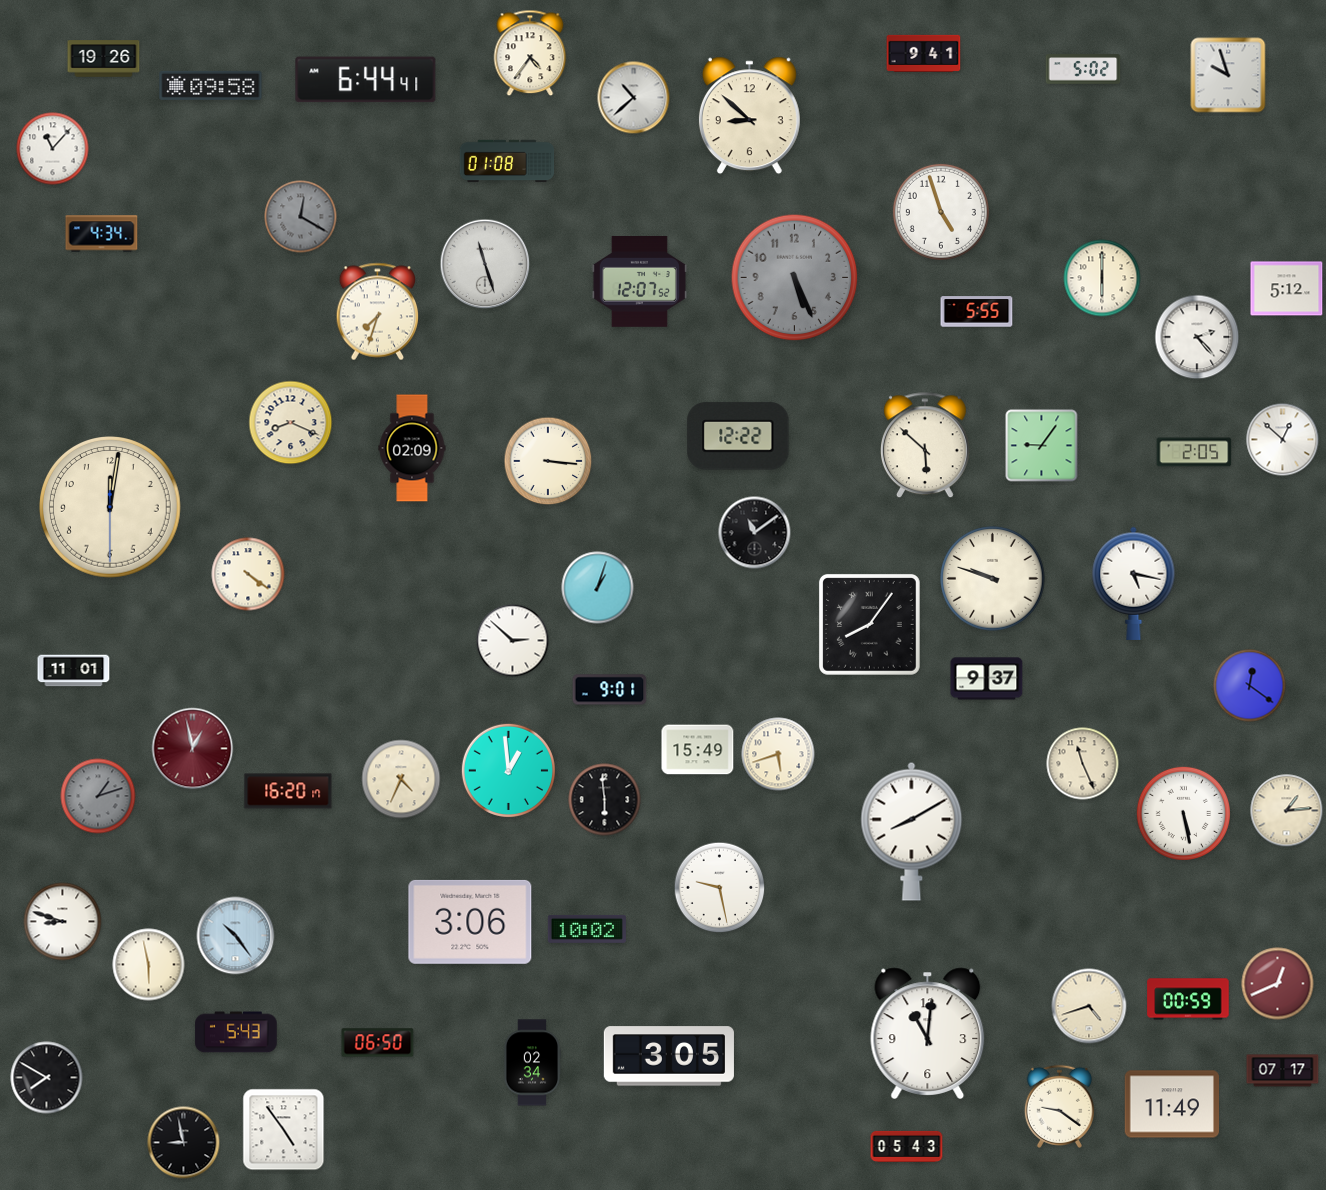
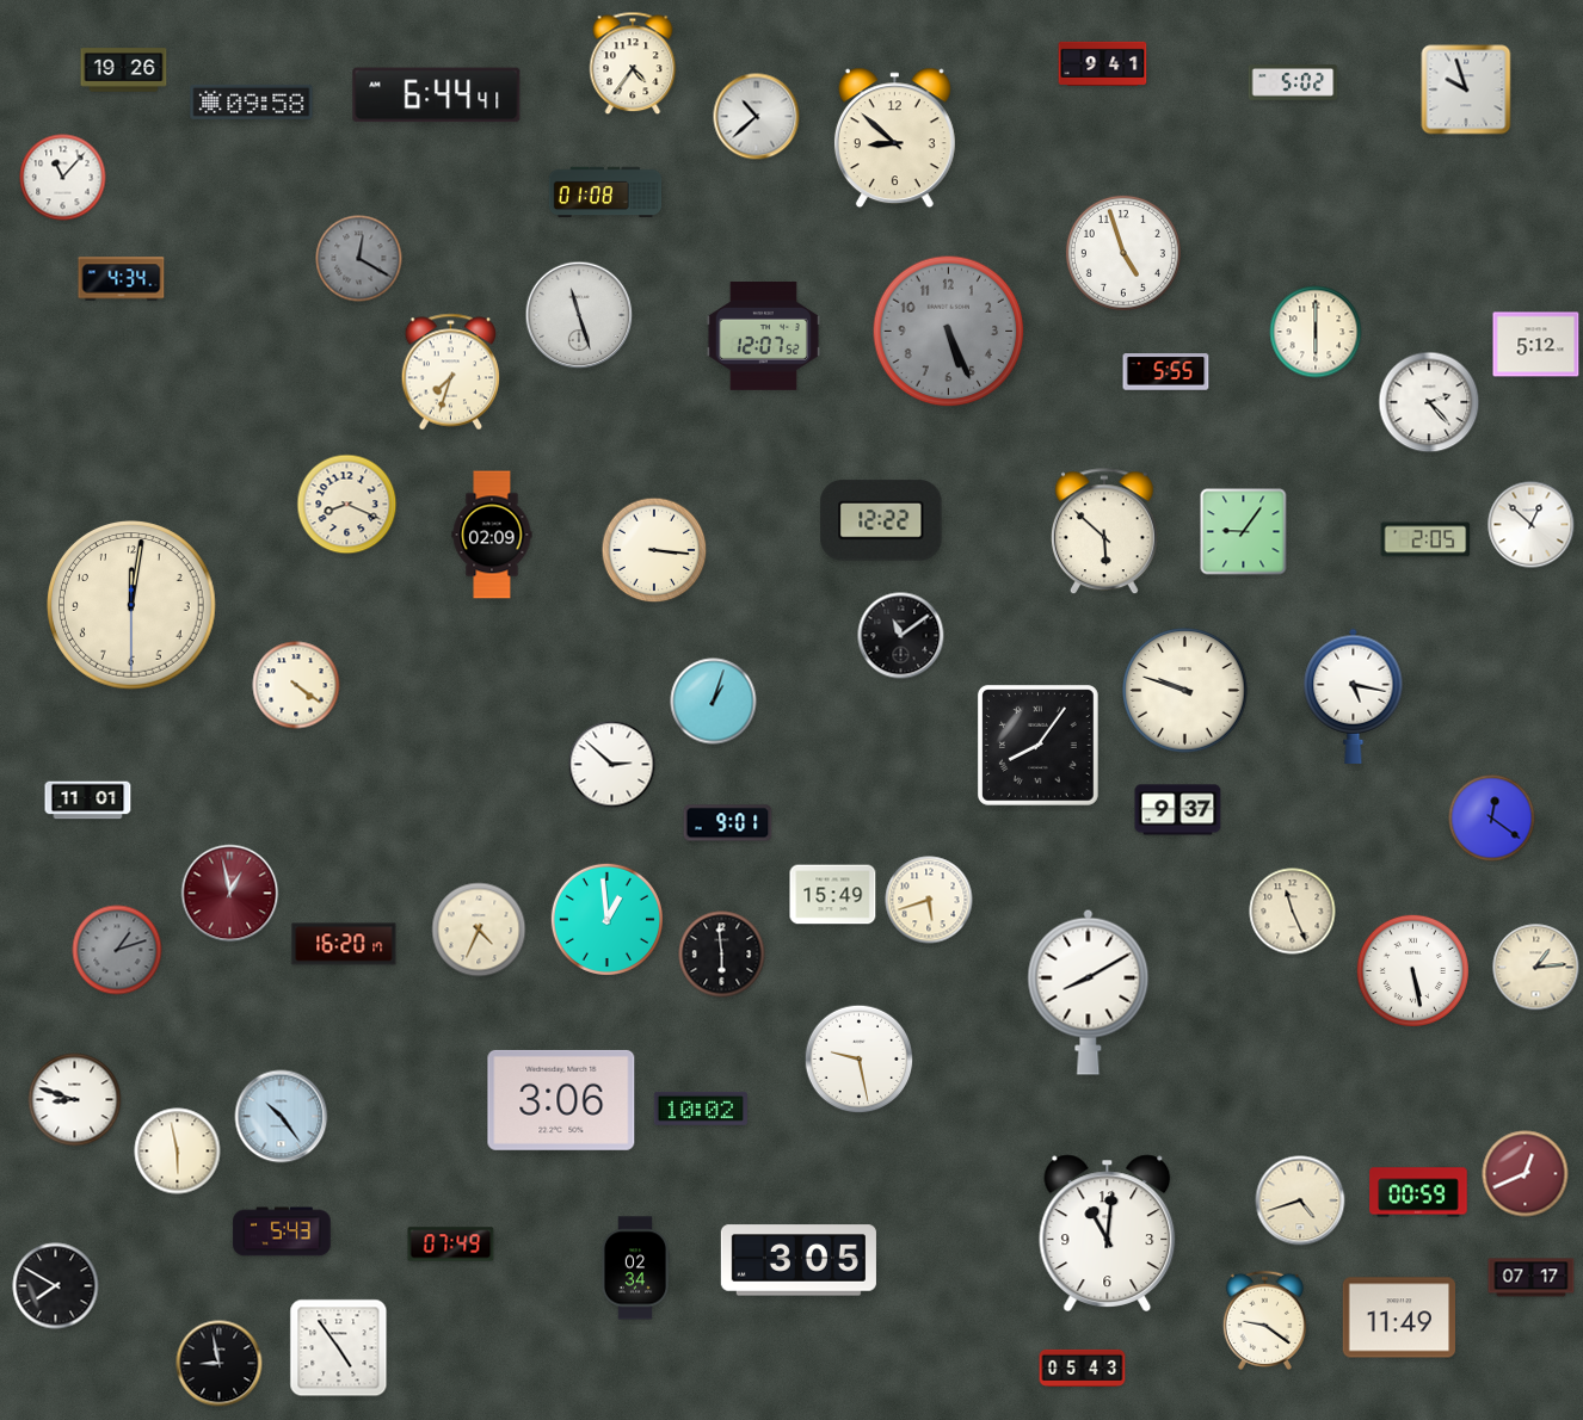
clock at (378, 1043): 06:50 -> 07:49
